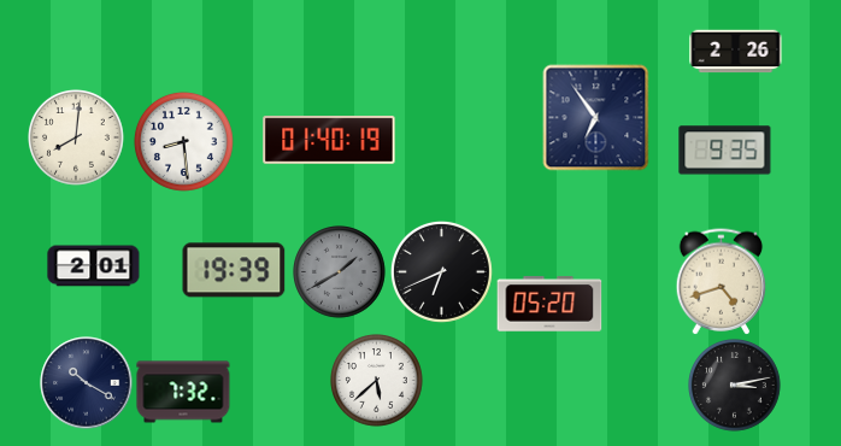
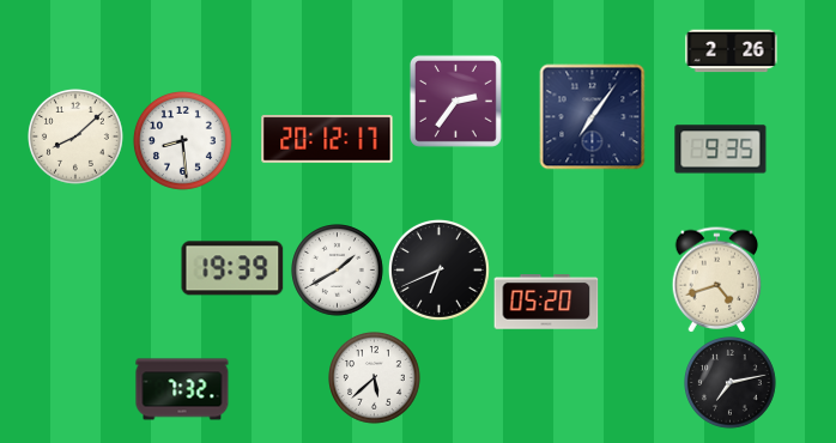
clock at (455, 101): none -> 2:36
clock at (596, 118): 6:54 -> 7:06
clock at (77, 139): 8:01 -> 8:08
clock at (329, 140): 01:40 -> 20:12
clock at (94, 266): 2:01 -> none
clock at (340, 272) dial: grey -> white
clock at (87, 383): 10:20 -> none
clock at (735, 386): 3:13 -> 7:13
